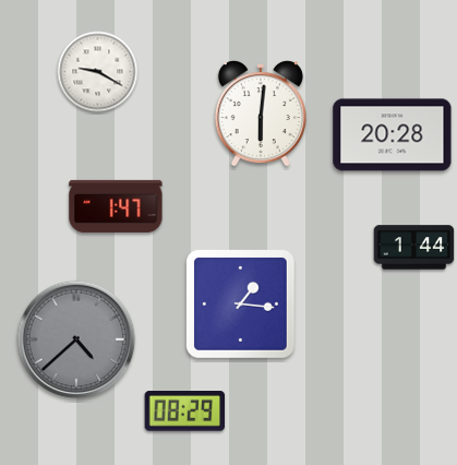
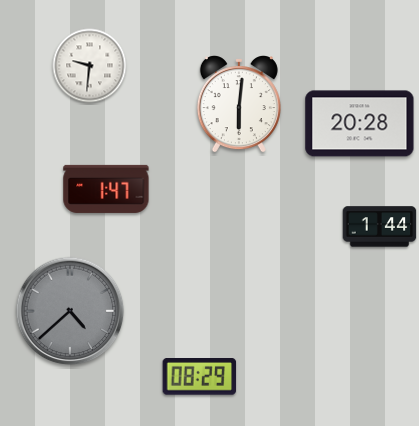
clock at (98, 72): 9:20 -> 9:31
clock at (240, 303): 1:16 -> none
clock at (185, 412) position: (185, 412) -> (200, 377)
